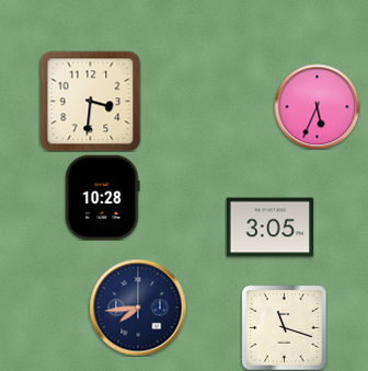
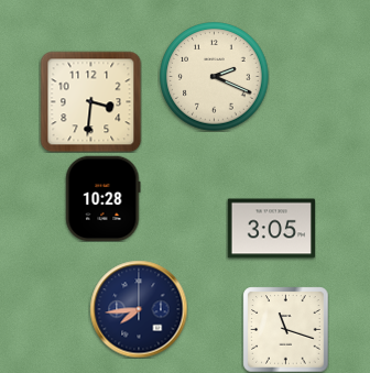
clock at (215, 77): none -> 2:19
clock at (317, 106): 5:34 -> none
